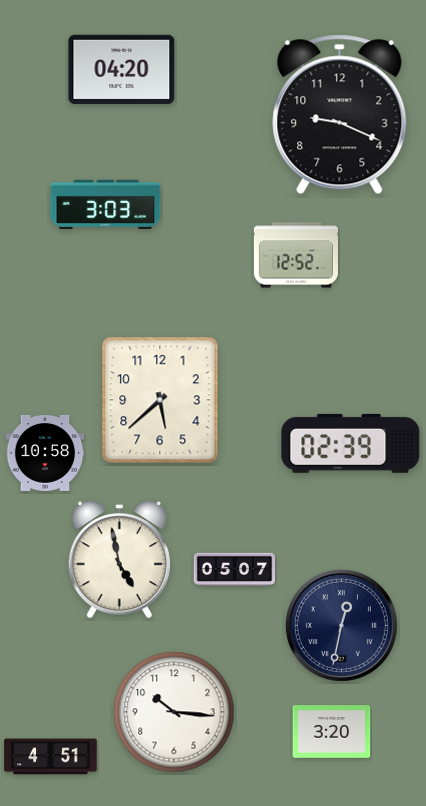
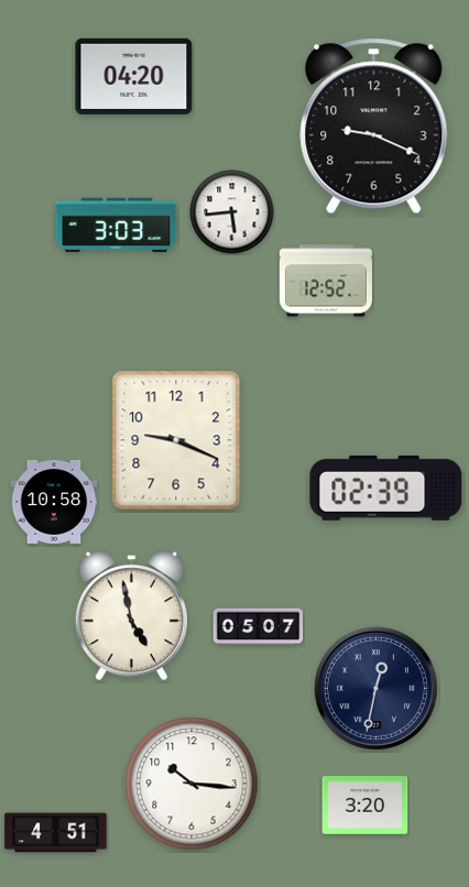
clock at (232, 212): none -> 5:44
clock at (160, 400): 5:38 -> 9:19
clock at (45, 453) position: (45, 453) -> (54, 502)
